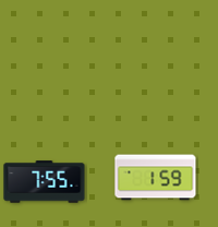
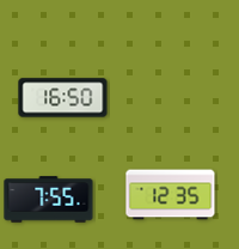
clock at (63, 98): none -> 16:50
clock at (156, 178): 1:59 -> 12:35
